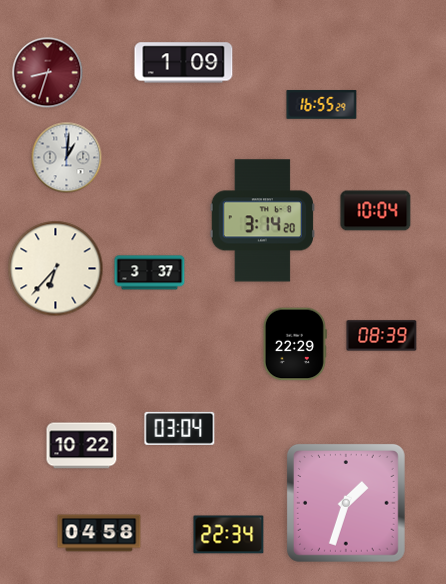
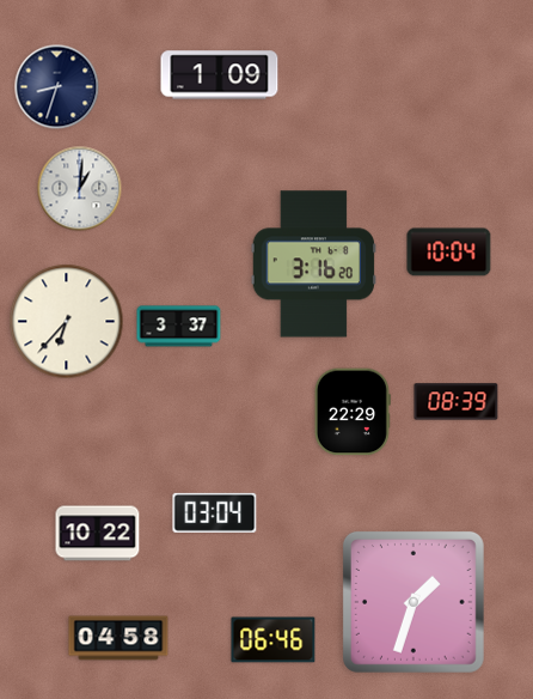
clock at (48, 73) dial: burgundy -> navy
clock at (322, 105): 16:55 -> none
clock at (263, 221): 3:14 -> 3:16
clock at (229, 535): 22:34 -> 06:46
